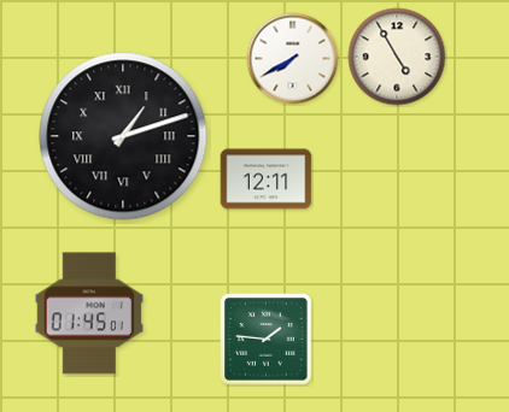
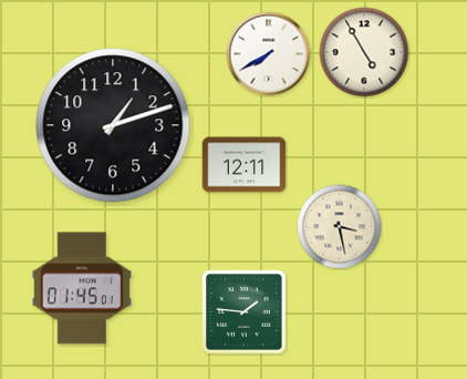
clock at (123, 136) numerals: Roman -> Arabic
clock at (340, 227): none -> 3:28
